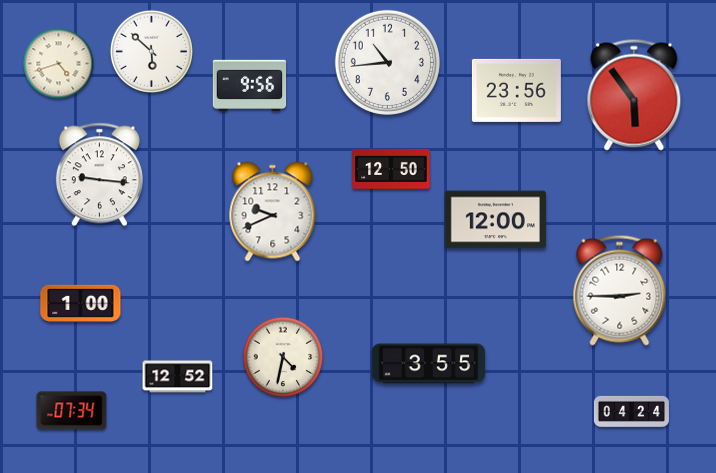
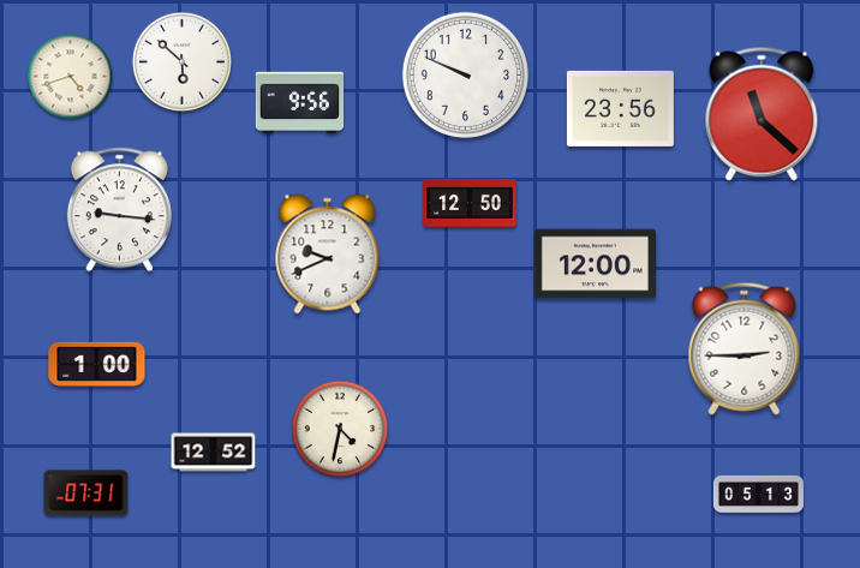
clock at (387, 62): 10:44 -> 9:49
clock at (634, 95): 5:54 -> 11:22
clock at (429, 364): 3:55 -> none
clock at (72, 411): 07:34 -> 07:31
clock at (631, 411): 04:24 -> 05:13
